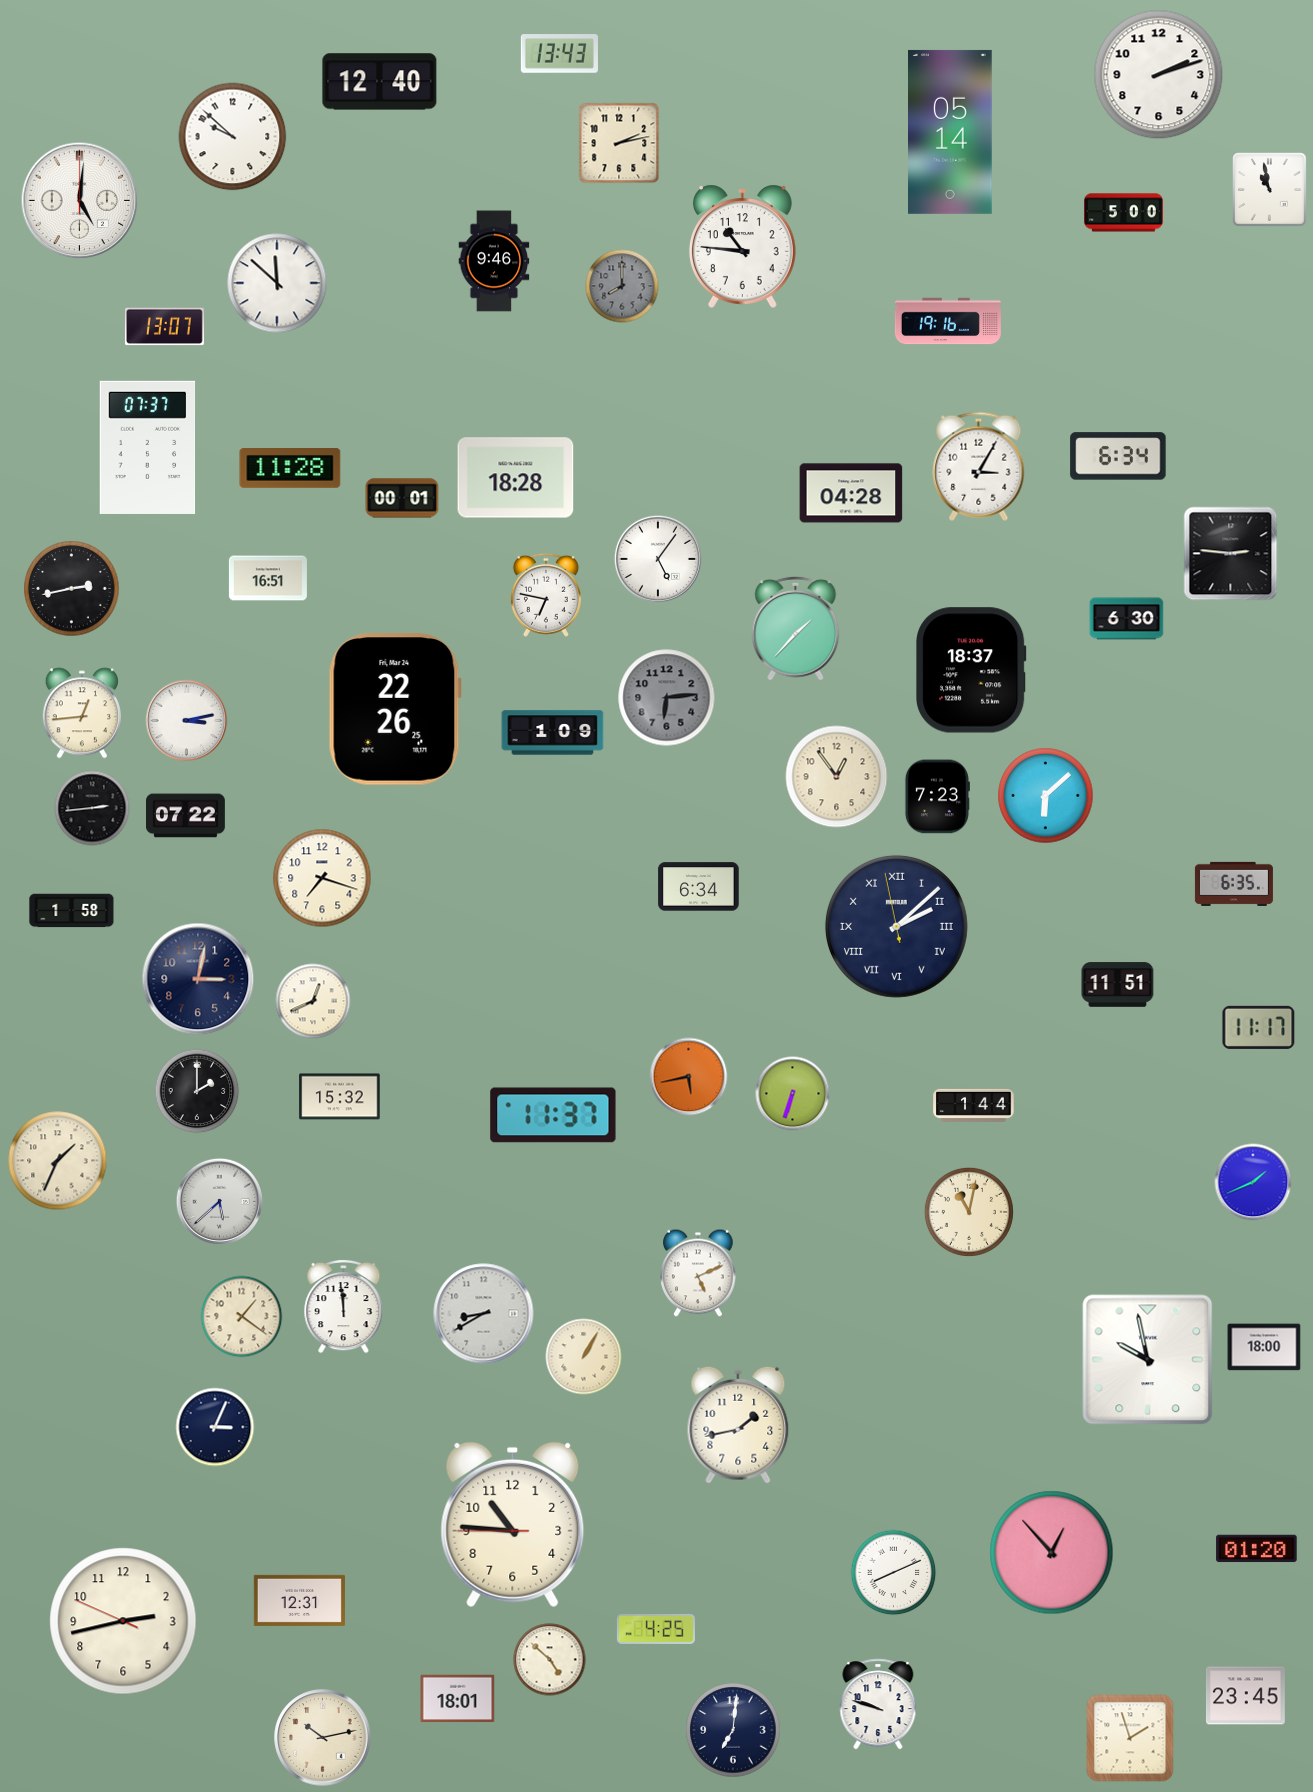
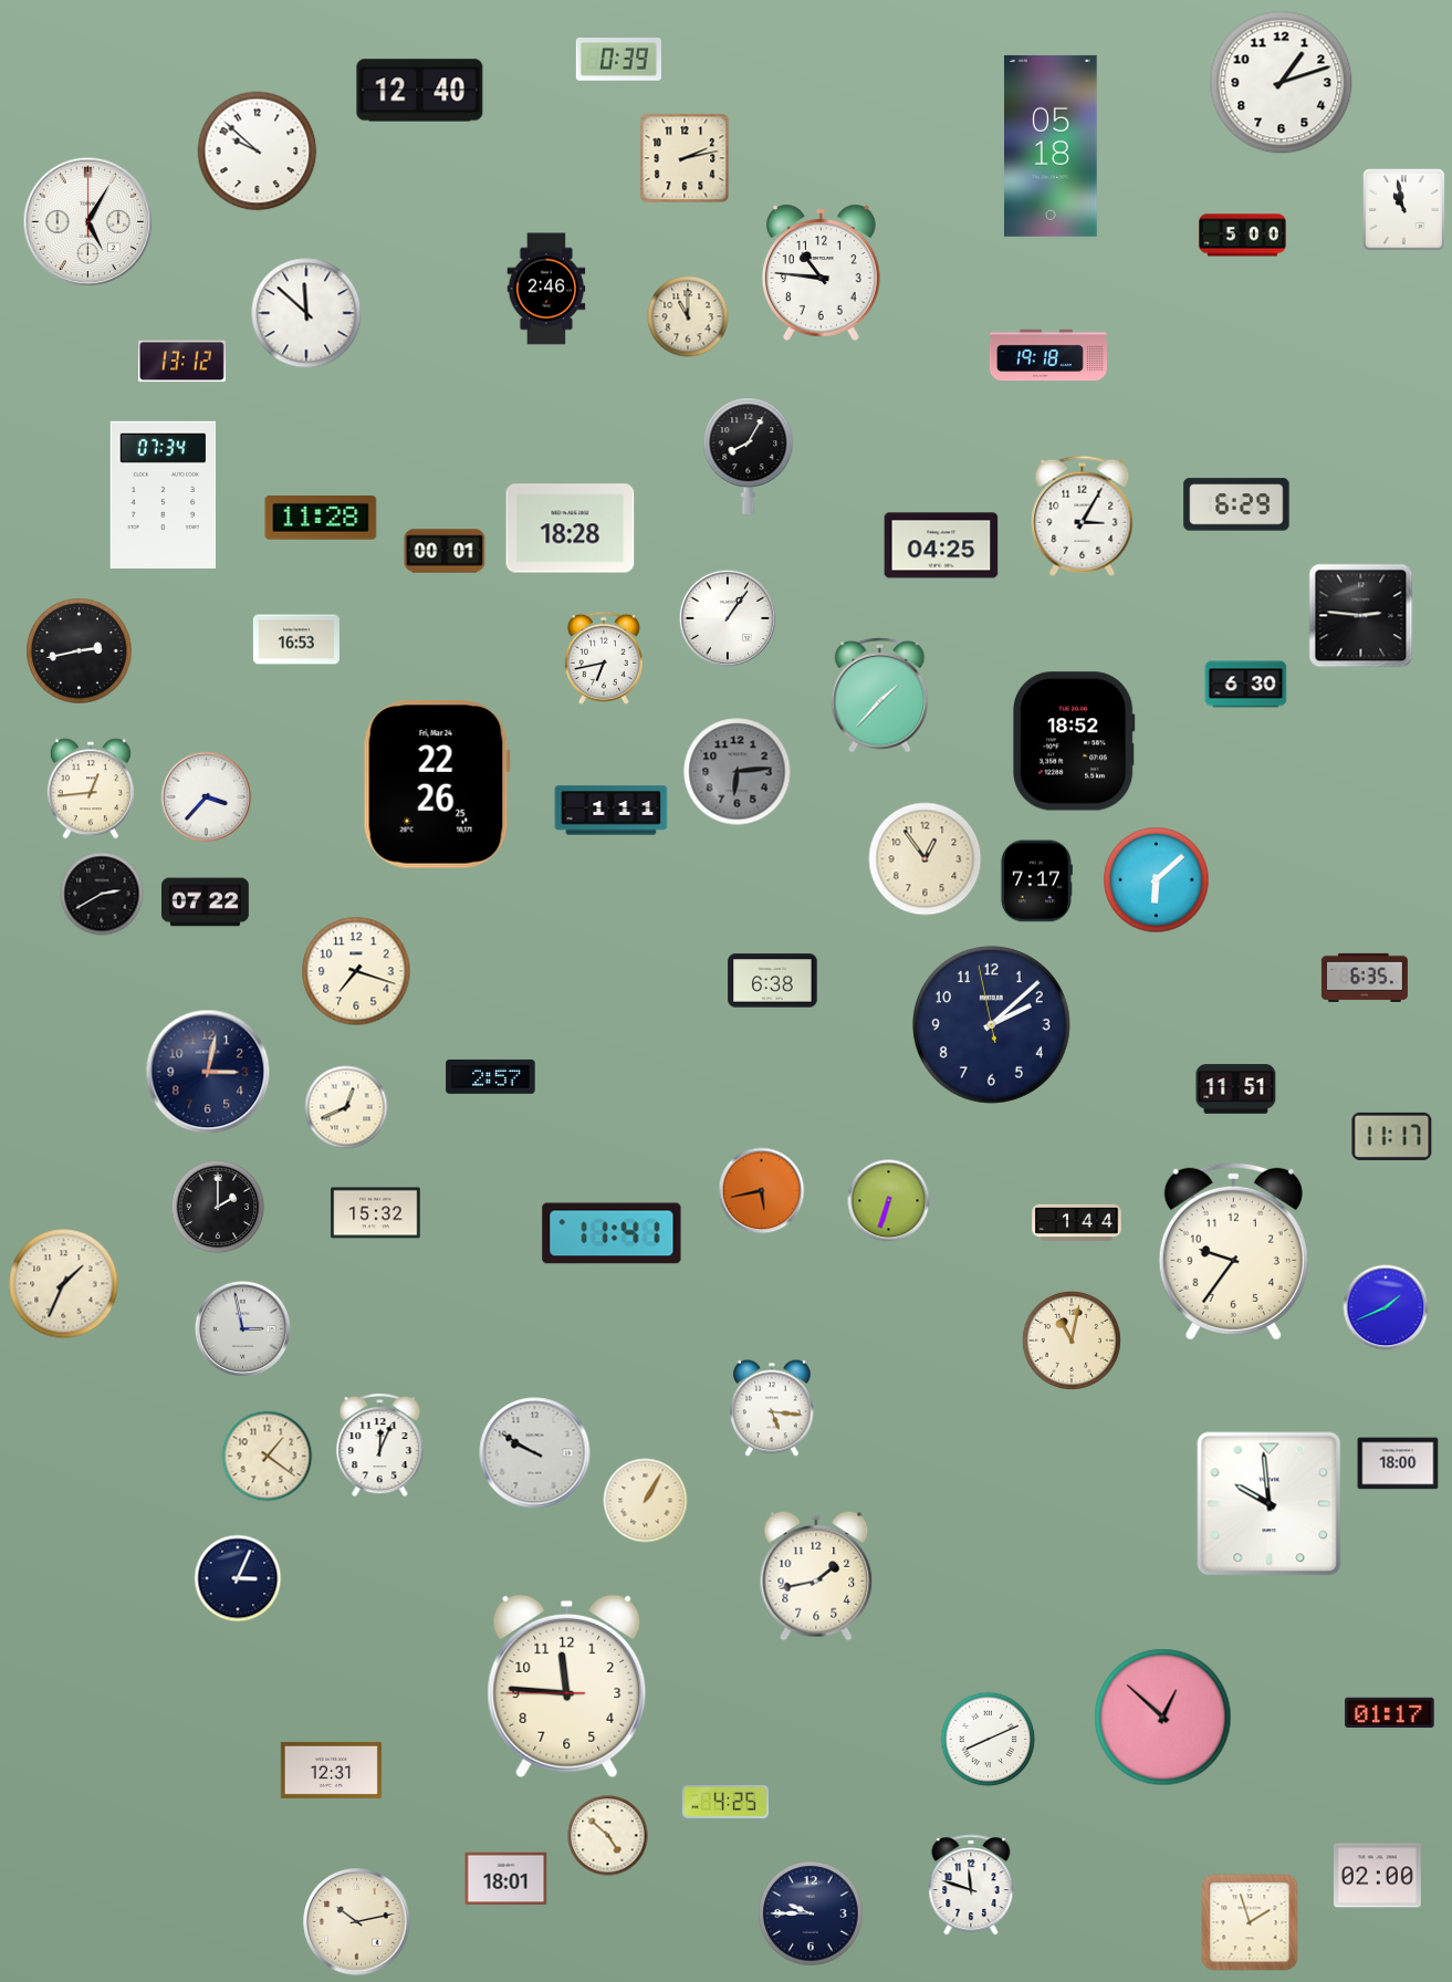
clock at (559, 54): 13:43 -> 0:39
clock at (1159, 75): 2:12 -> 1:12
clock at (951, 132): 05:14 -> 05:18
clock at (80, 201): 5:01 -> 5:05
clock at (494, 261): 9:46 -> 2:46
clock at (622, 286): 8:00 -> 11:00
clock at (622, 286) dial: grey -> cream
clock at (948, 321): 19:16 -> 19:18
clock at (164, 327): 13:07 -> 13:12
clock at (749, 456): none -> 8:05
clock at (148, 447): 07:37 -> 07:34
clock at (1118, 456): 6:34 -> 6:29
clock at (851, 493): 04:28 -> 04:25
clock at (1231, 554) position: (1231, 554) -> (1361, 616)
clock at (658, 559): 5:06 -> 1:06
clock at (268, 578): 16:51 -> 16:53
clock at (546, 595): 6:47 -> 6:43
clock at (972, 670): 18:37 -> 18:52
clock at (187, 721): 3:13 -> 3:37
clock at (553, 733): 1:09 -> 1:11
clock at (937, 797): 7:23 -> 7:17
clock at (92, 808): 2:44 -> 2:40
clock at (699, 887): 6:34 -> 6:38
clock at (72, 911): 1:58 -> none
clock at (896, 926) numerals: Roman -> Arabic
clock at (491, 1076): none -> 2:57
clock at (198, 979) position: (198, 979) -> (208, 1072)
clock at (793, 1094) position: (793, 1094) -> (889, 1201)
clock at (553, 1115): 11:37 -> 11:41
clock at (1233, 1251): none -> 9:36
clock at (219, 1201): 5:38 -> 2:58
clock at (698, 1273): 5:11 -> 5:16
clock at (344, 1306): 11:59 -> 12:04
clock at (484, 1314): 8:40 -> 9:50
clock at (1264, 1347) position: (1264, 1347) -> (1398, 1463)
clock at (1148, 1360): 9:58 -> 9:59
clock at (513, 1525): 10:45 -> 11:45
clock at (1257, 1549): 01:20 -> 01:17
clock at (1052, 1553): 12:53 -> 12:52
clock at (123, 1621): 2:42 -> none
clock at (1245, 1696): 23:45 -> 02:00
clock at (878, 1704): 9:48 -> 11:48
clock at (733, 1730): 7:01 -> 9:45
